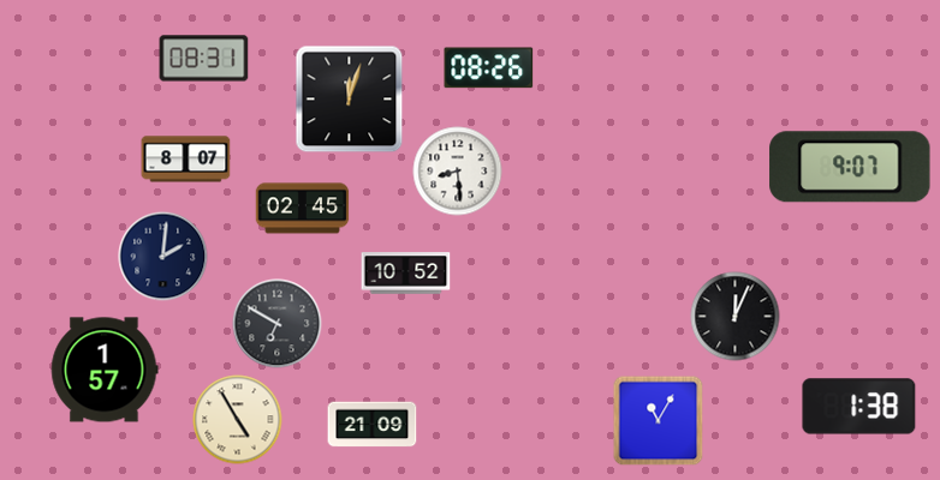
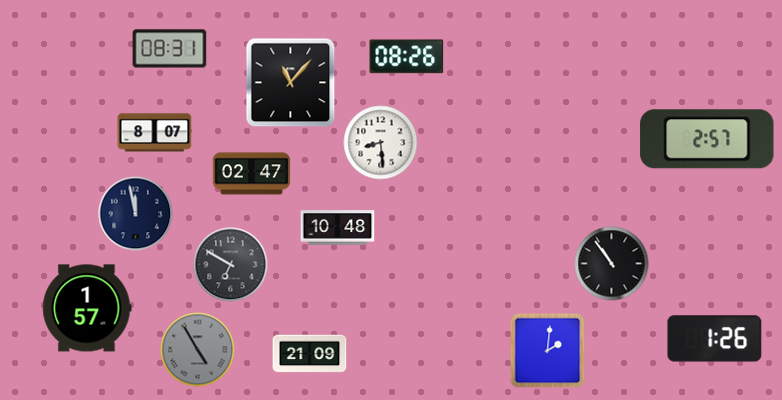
clock at (350, 100): 12:03 -> 11:07
clock at (850, 167): 9:07 -> 2:57
clock at (303, 209): 02:45 -> 02:47
clock at (163, 257): 2:01 -> 11:58
clock at (406, 274): 10:52 -> 10:48
clock at (736, 317): 12:04 -> 10:54
clock at (278, 324) position: (278, 324) -> (231, 265)
clock at (859, 407): 1:38 -> 1:26
clock at (238, 420) dial: cream -> grey
clock at (659, 421): 11:05 -> 2:01
